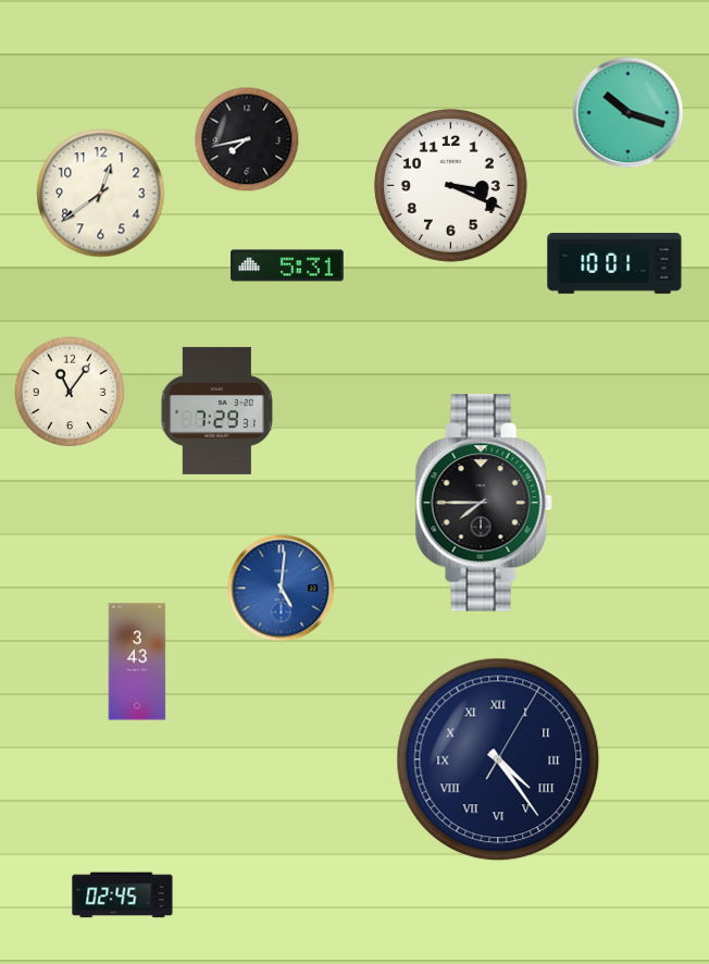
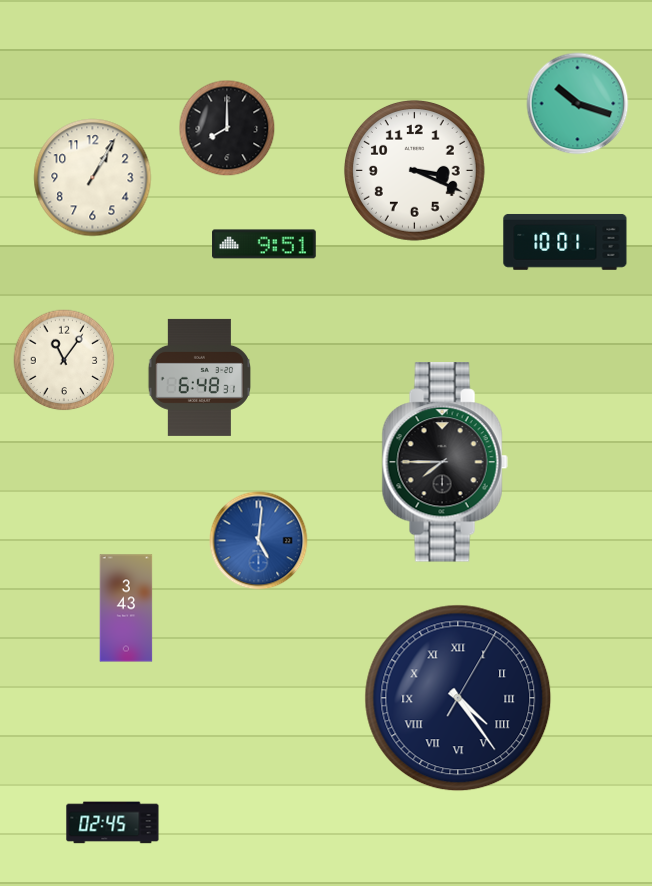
clock at (247, 139): 7:43 -> 8:00
clock at (101, 194): 12:39 -> 1:05
clock at (287, 265): 5:31 -> 9:51
clock at (216, 410): 7:29 -> 6:48
